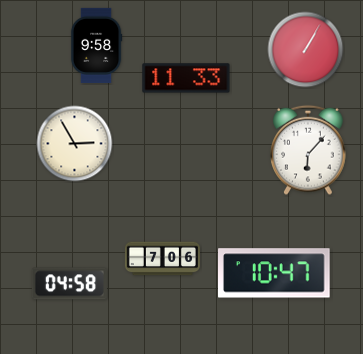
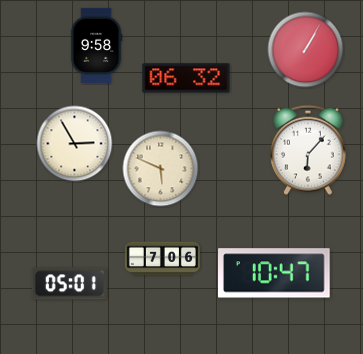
clock at (186, 78): 11:33 -> 06:32
clock at (161, 169): none -> 5:49
clock at (69, 284): 04:58 -> 05:01
